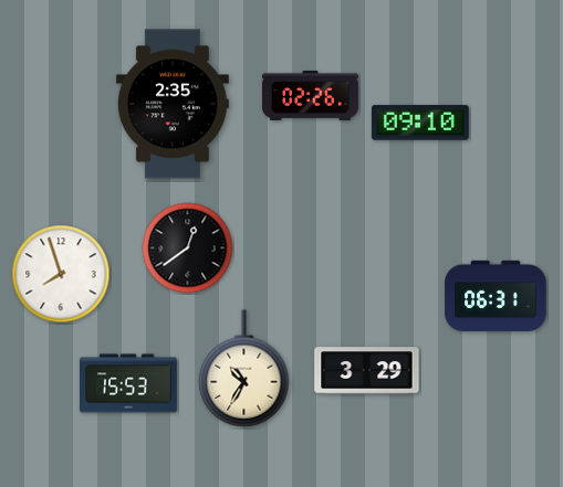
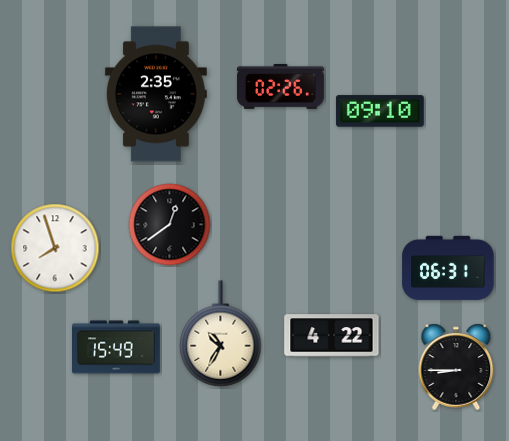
clock at (367, 371): 3:29 -> 4:22
clock at (129, 383): 15:53 -> 15:49
clock at (456, 367): none -> 8:45
